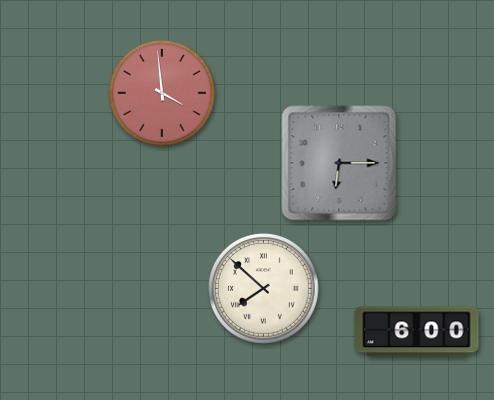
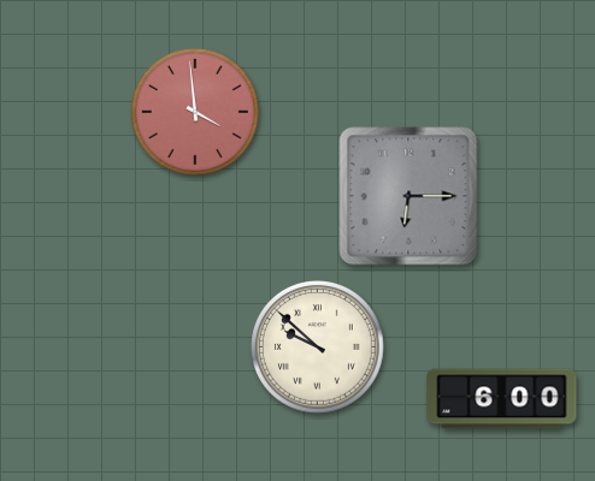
clock at (264, 289): 7:52 -> 9:52
